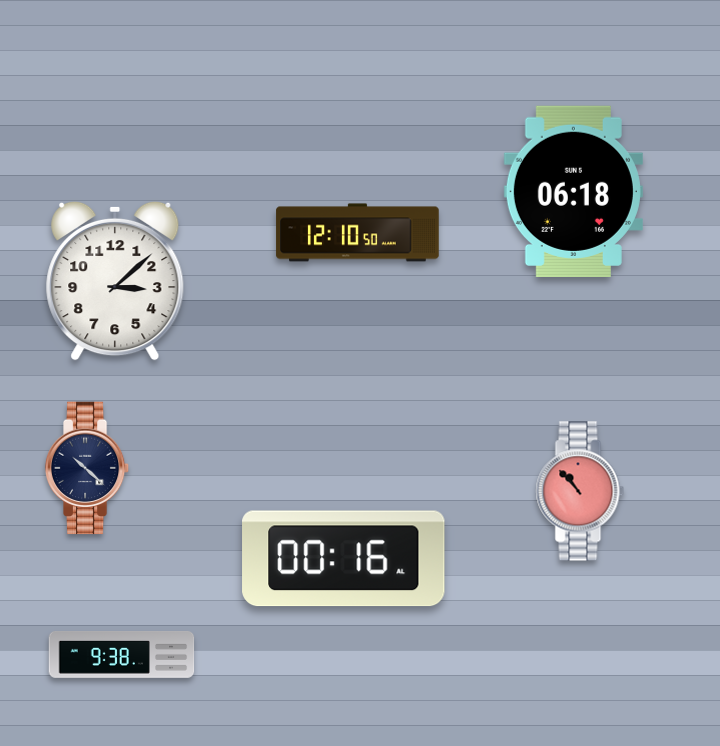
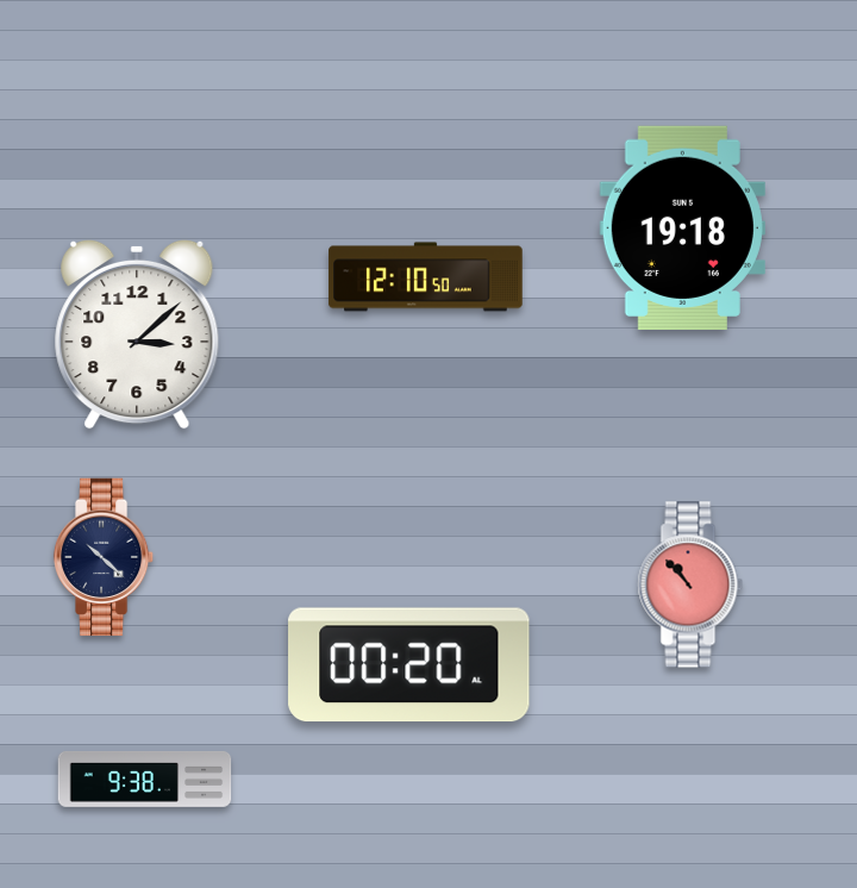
clock at (573, 191): 06:18 -> 19:18
clock at (344, 559): 00:16 -> 00:20
